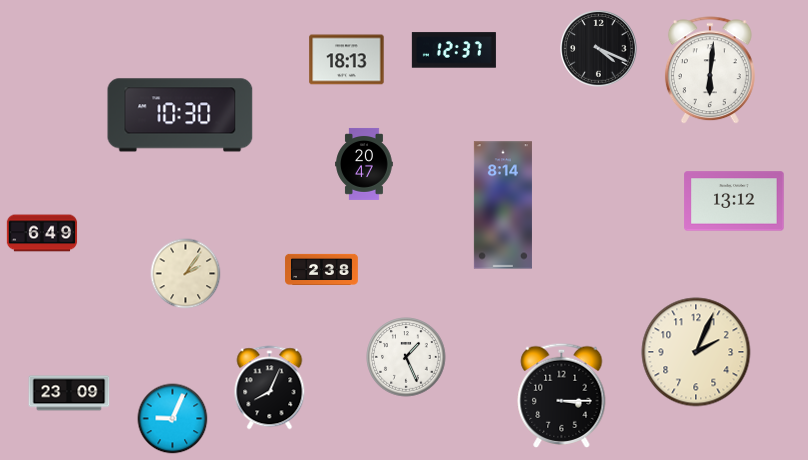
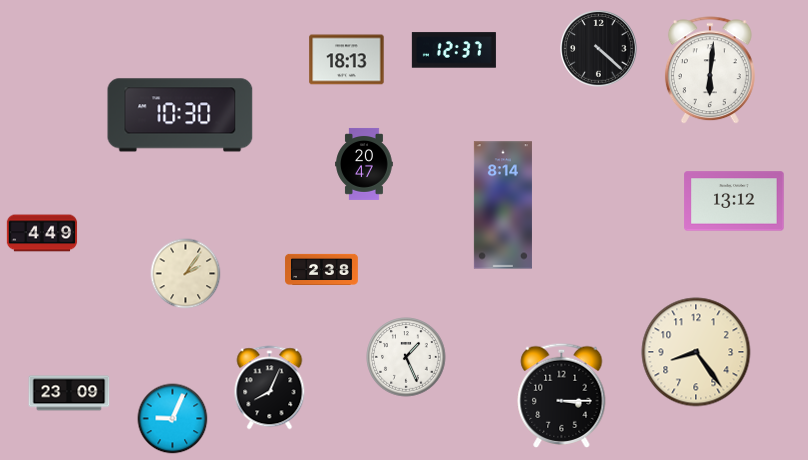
clock at (599, 49): 4:19 -> 4:22
clock at (42, 233): 6:49 -> 4:49
clock at (696, 352): 2:04 -> 8:24
